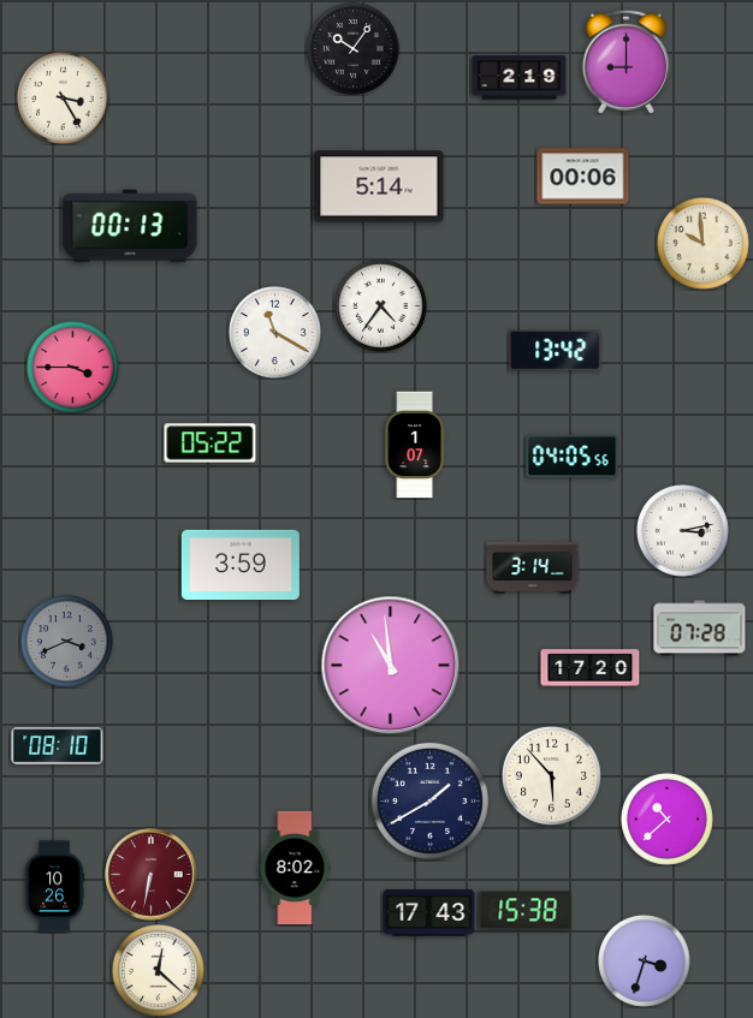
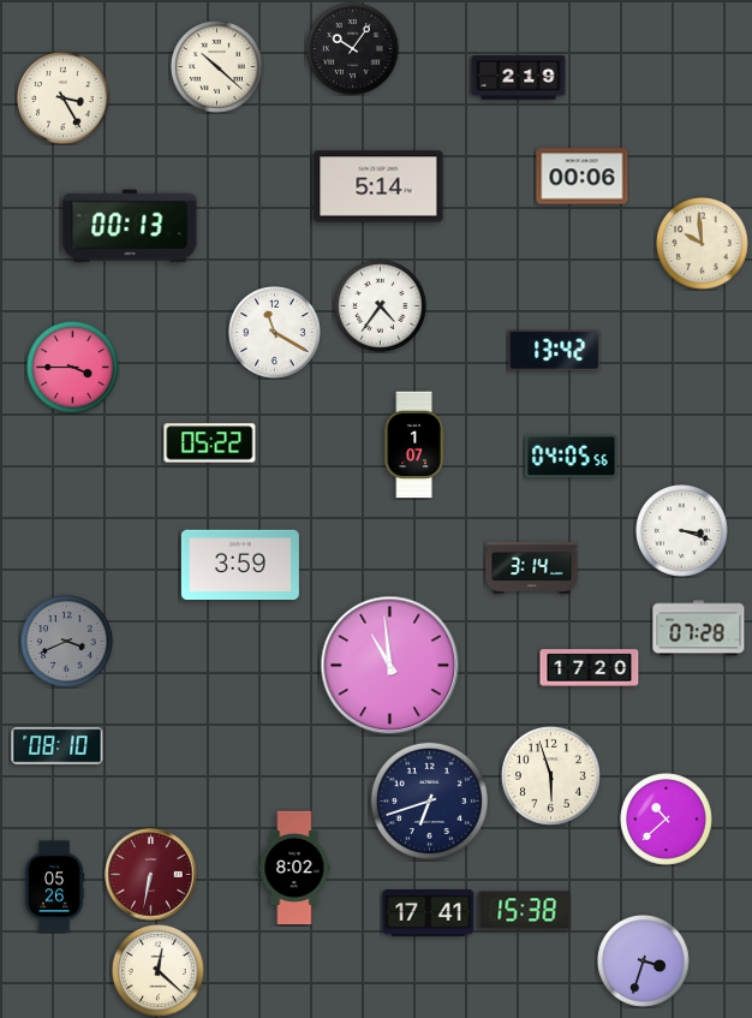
clock at (625, 61): 9:00 -> none
clock at (217, 67): none -> 10:22
clock at (683, 531): 3:13 -> 3:18
clock at (551, 775): 5:53 -> 5:57
clock at (429, 800): 1:40 -> 6:42
clock at (54, 887): 10:26 -> 05:26
clock at (429, 913): 17:43 -> 17:41
